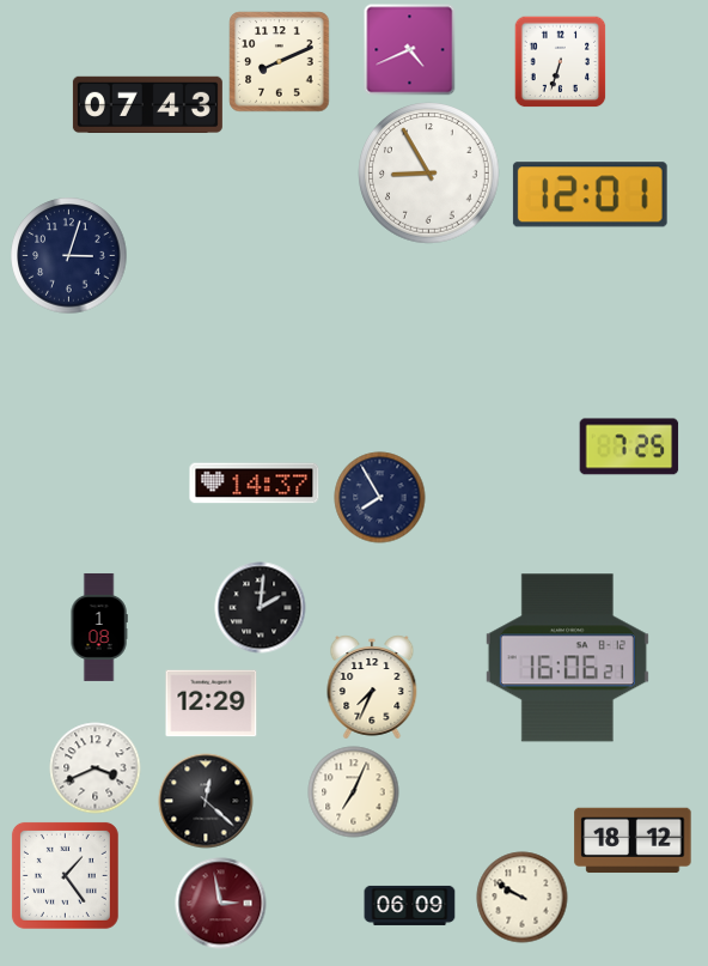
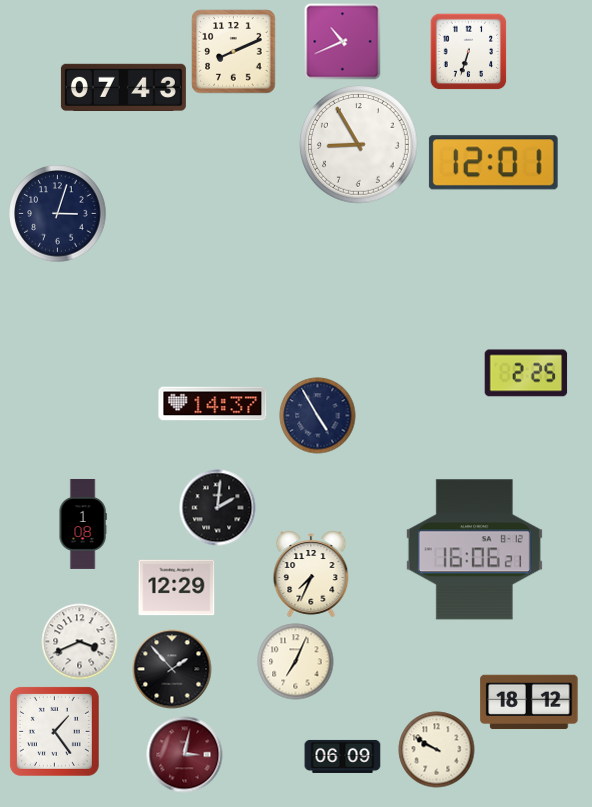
clock at (410, 50): 4:41 -> 10:41
clock at (629, 446): 7:25 -> 2:25
clock at (380, 498): 7:55 -> 4:55
clock at (206, 801): 12:22 -> 1:53
clock at (221, 904): 2:58 -> 3:02
